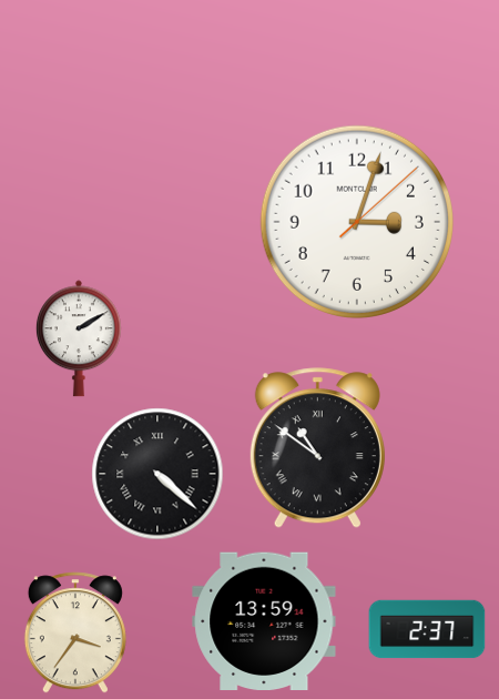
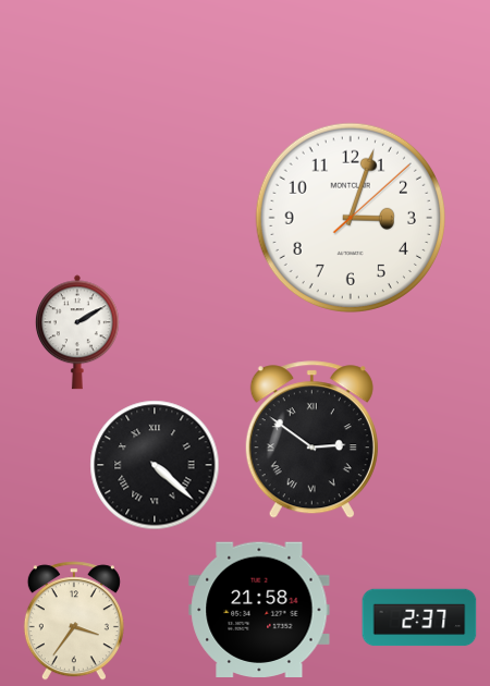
clock at (317, 448): 10:51 -> 2:51
clock at (264, 620): 13:59 -> 21:58
